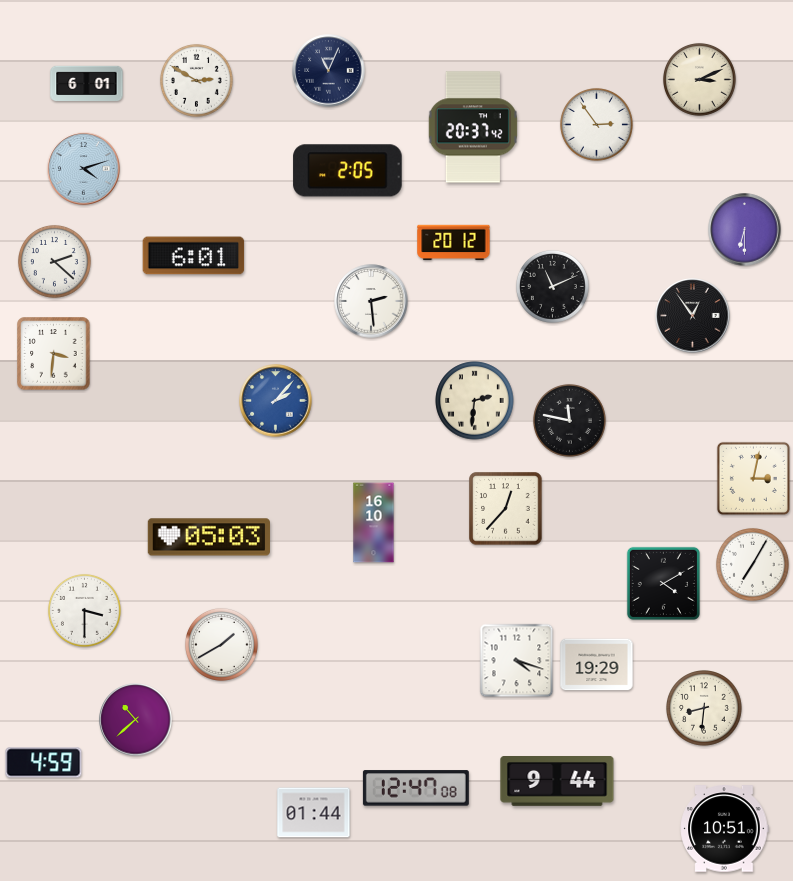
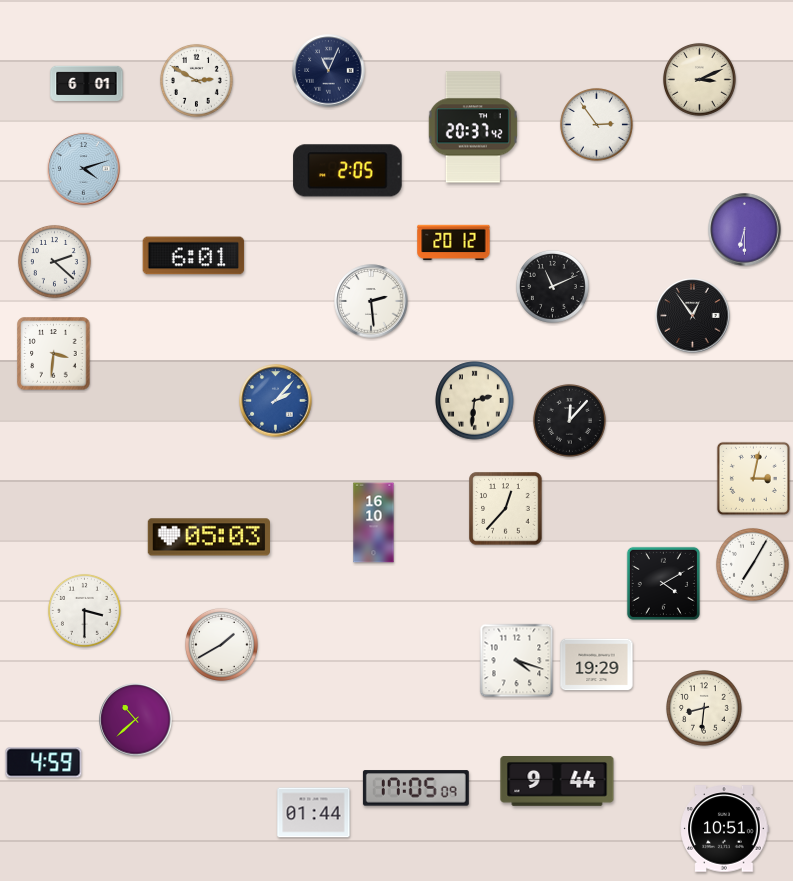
clock at (569, 420): 11:47 -> 12:07
clock at (416, 788): 12:47 -> 17:05
